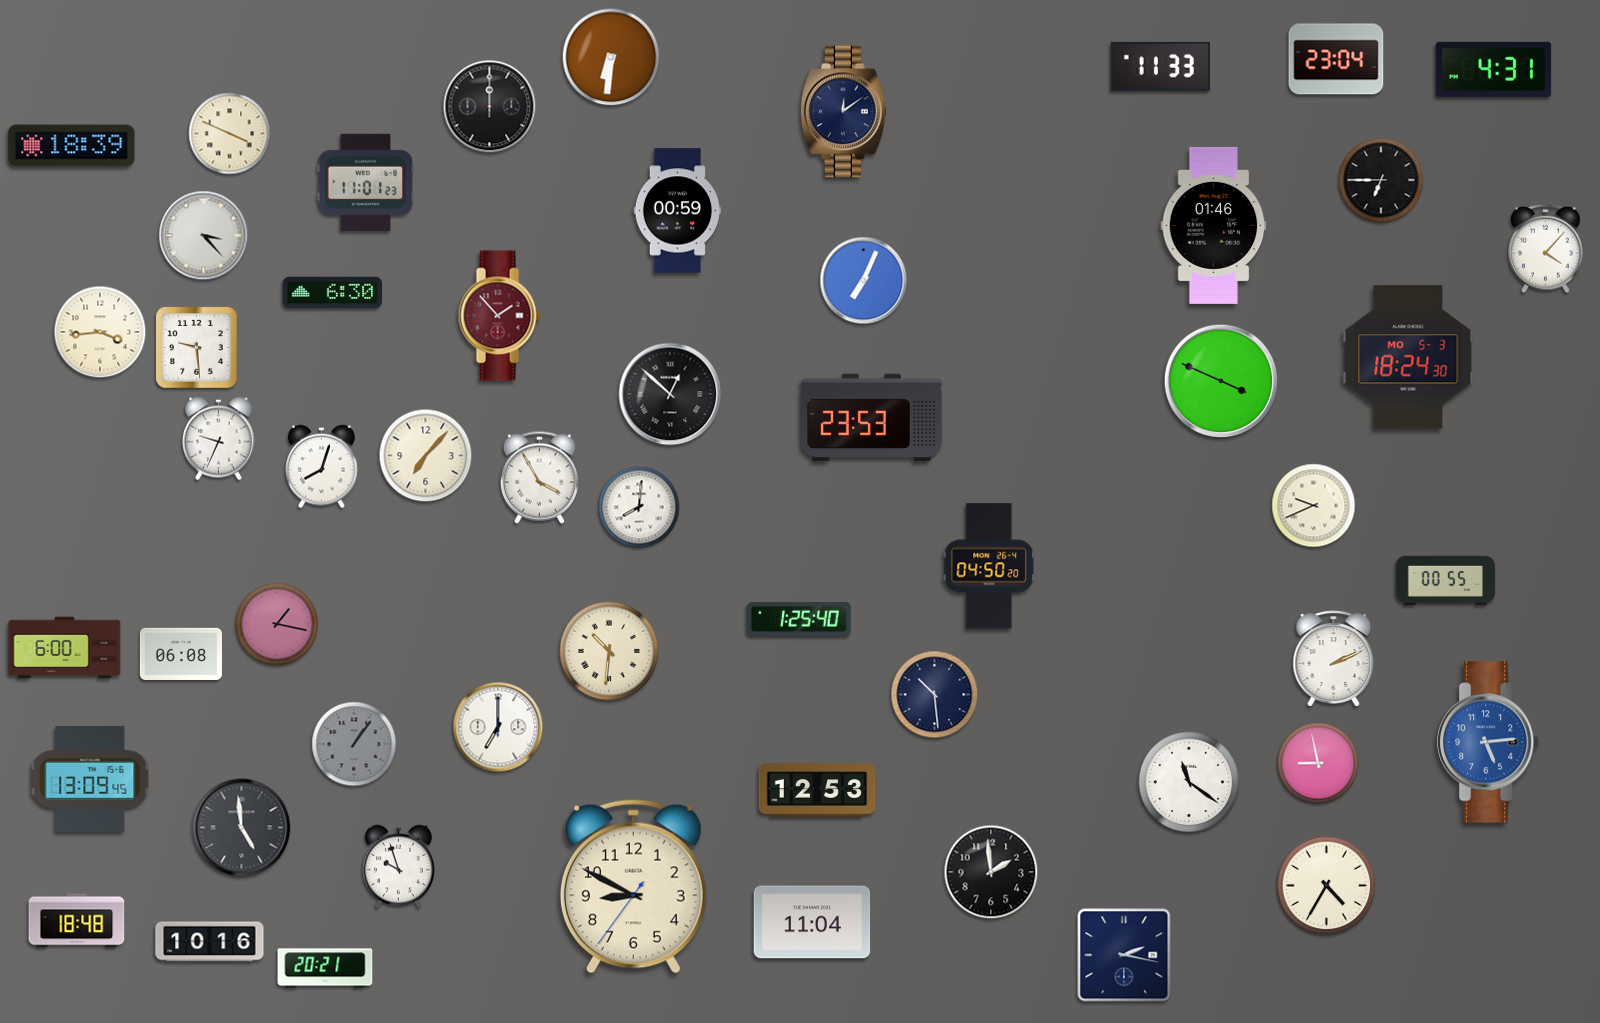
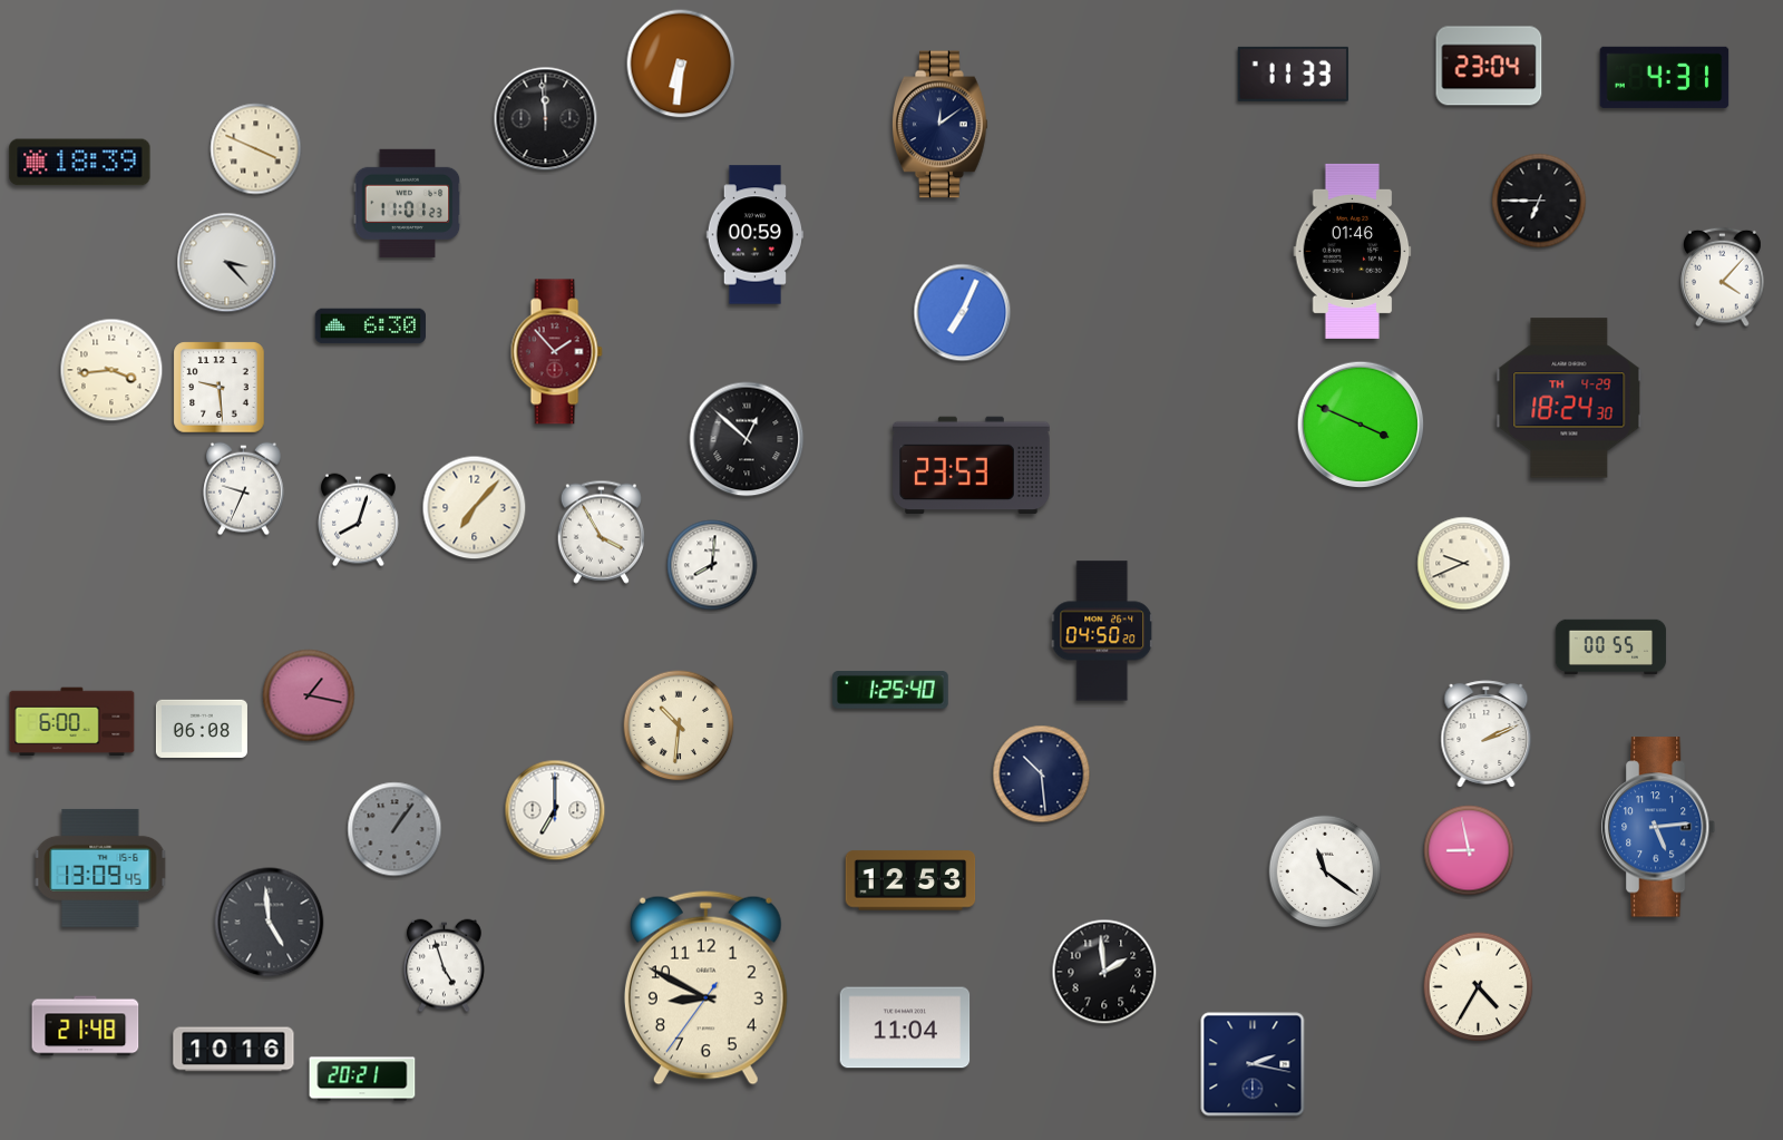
clock at (490, 107): 12:00 -> 11:59
clock at (1408, 357) date: MO 5-3 -> TH 4-29
clock at (399, 867): 9:57 -> 4:57
clock at (77, 921): 18:48 -> 21:48
